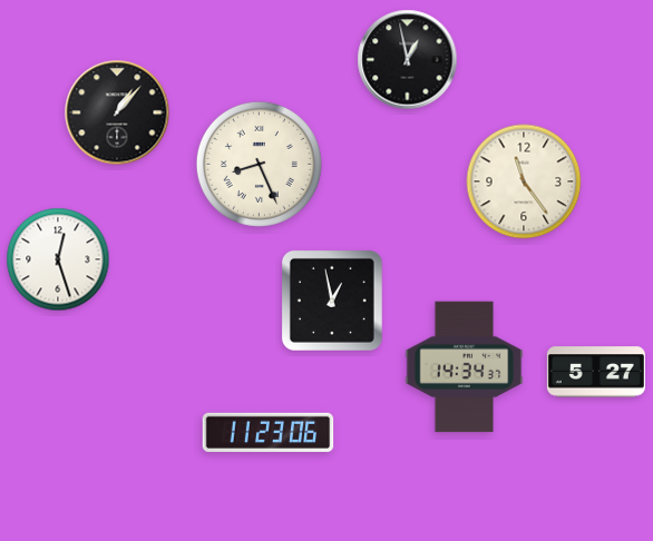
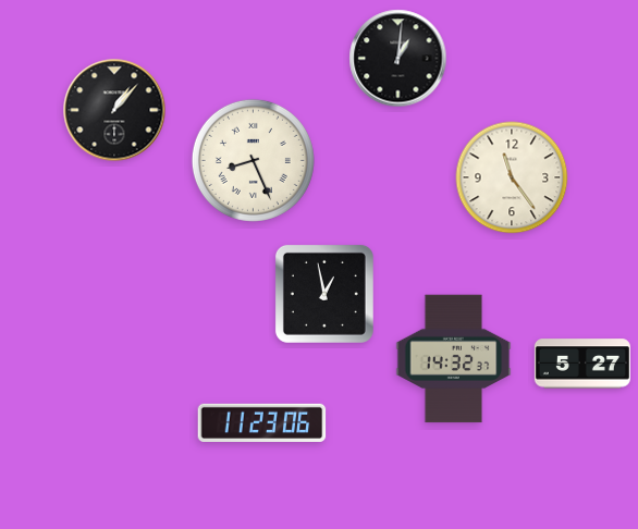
clock at (408, 60): 12:58 -> 1:01
clock at (58, 259): 12:27 -> none
clock at (465, 367): 14:34 -> 14:32
